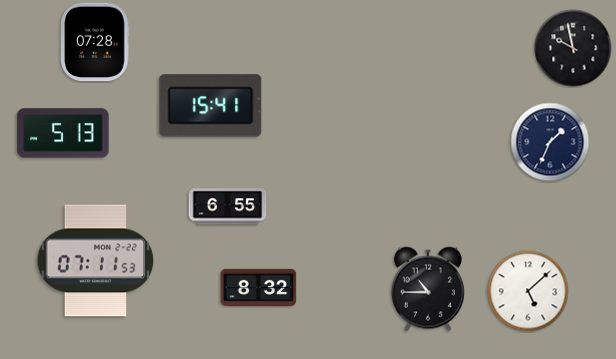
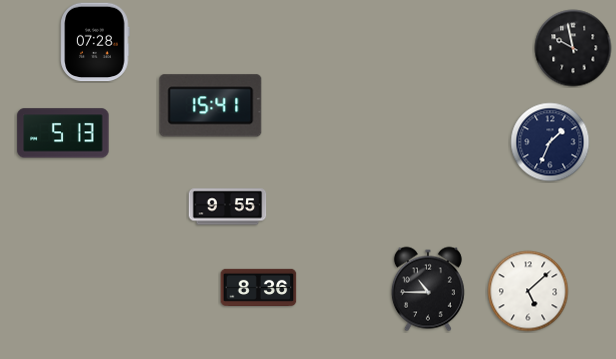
clock at (228, 207): 6:55 -> 9:55
clock at (96, 261): 07:11 -> none
clock at (259, 287): 8:32 -> 8:36
